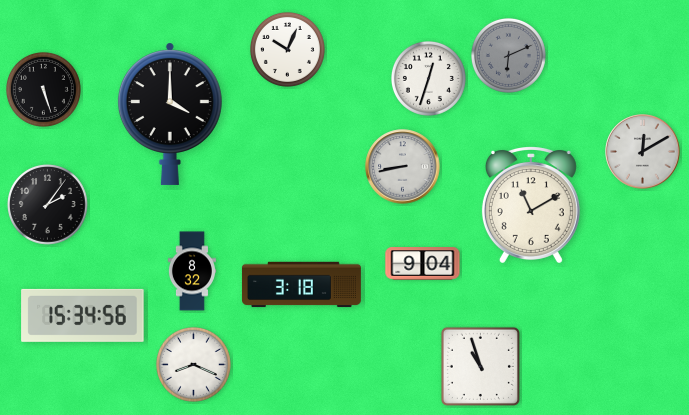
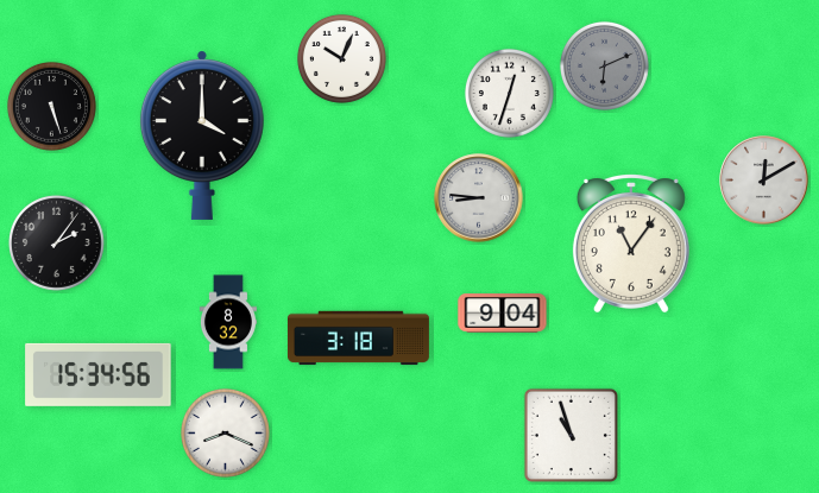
clock at (403, 167): 8:43 -> 8:46
clock at (531, 205): 11:10 -> 11:06
clock at (193, 364) position: (193, 364) -> (225, 432)
